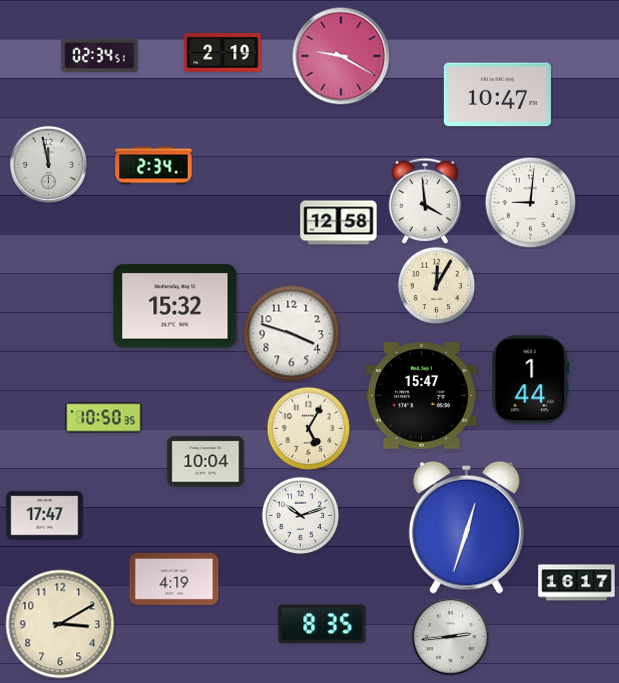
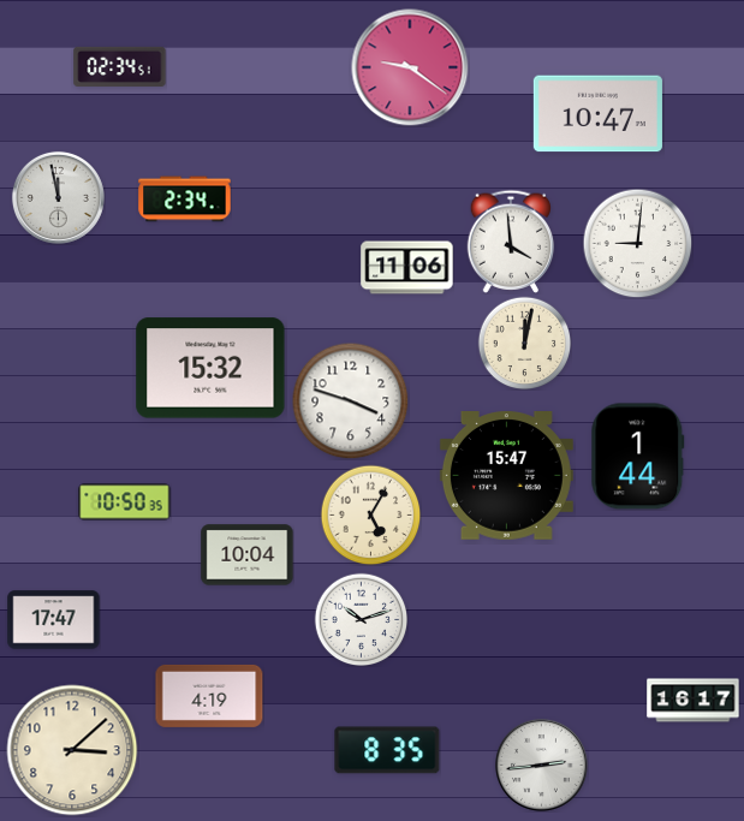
clock at (223, 53): 2:19 -> none
clock at (341, 56): 9:20 -> 9:21
clock at (339, 223): 12:58 -> 11:06
clock at (436, 285): 12:05 -> 12:02
clock at (466, 527): 12:33 -> none
clock at (60, 624): 3:10 -> 3:08
